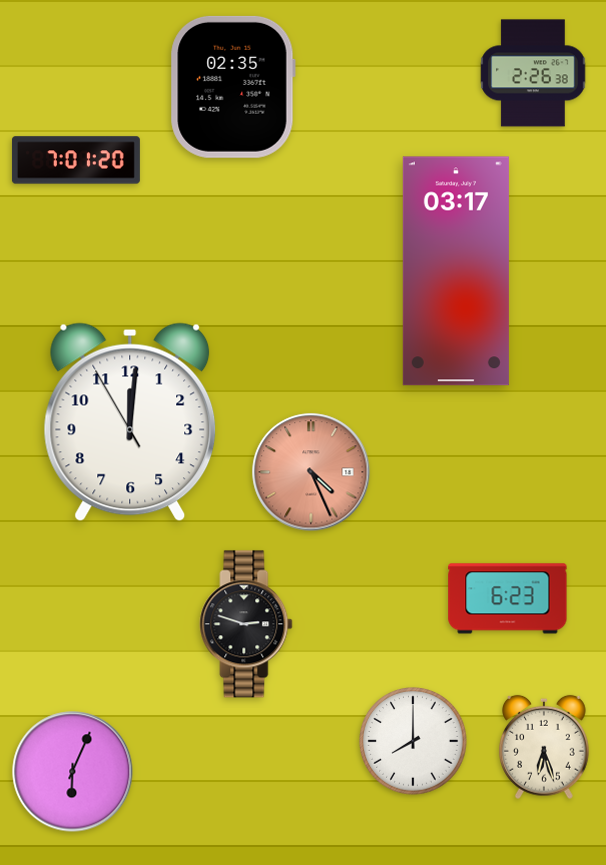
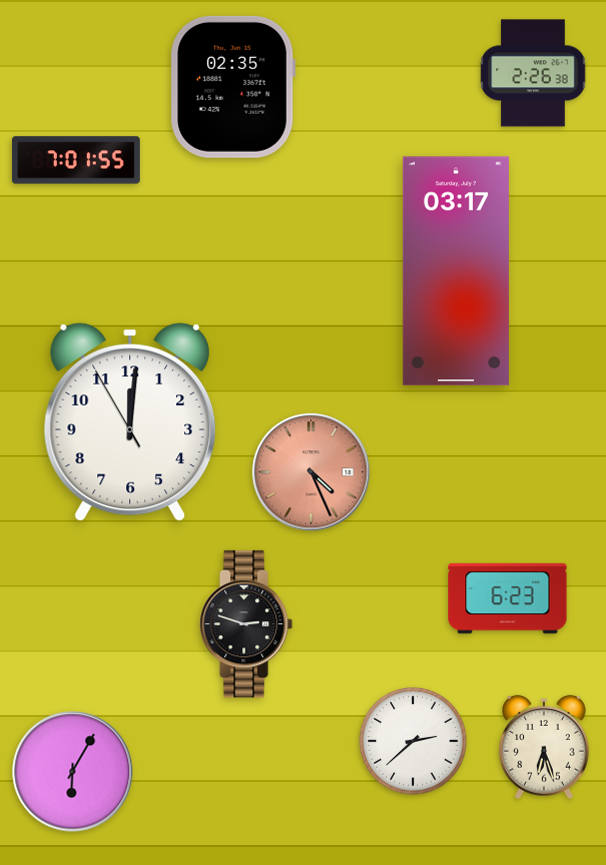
clock at (76, 160): 7:01:20 -> 7:01:55
clock at (413, 741): 8:00 -> 2:38
clock at (73, 772): 6:04 -> 6:05
